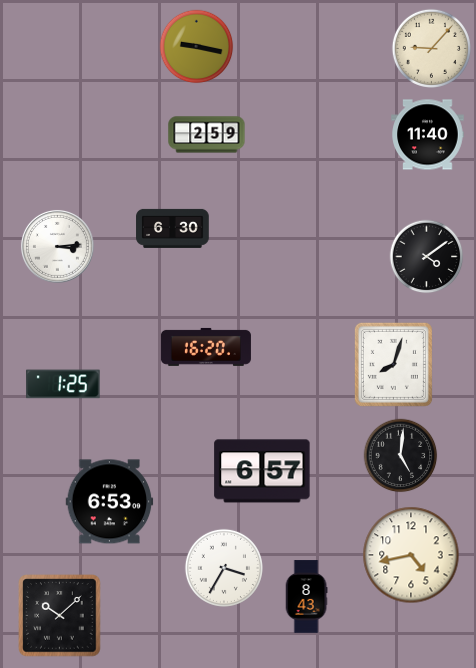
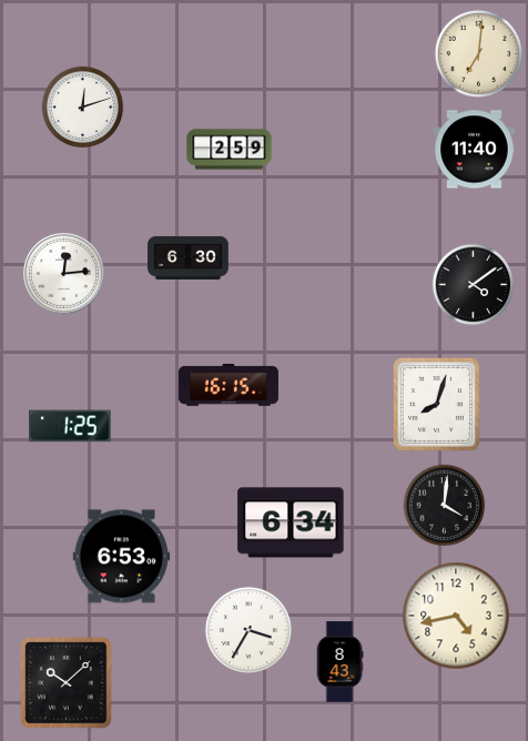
clock at (197, 47): 9:17 -> none
clock at (431, 48): 9:07 -> 7:01
clock at (83, 108): none -> 12:12
clock at (173, 228) position: (173, 228) -> (189, 257)
clock at (57, 246): 3:14 -> 12:14
clock at (206, 347): 16:20 -> 16:15
clock at (401, 456): 5:01 -> 4:01
clock at (262, 471): 6:57 -> 6:34
